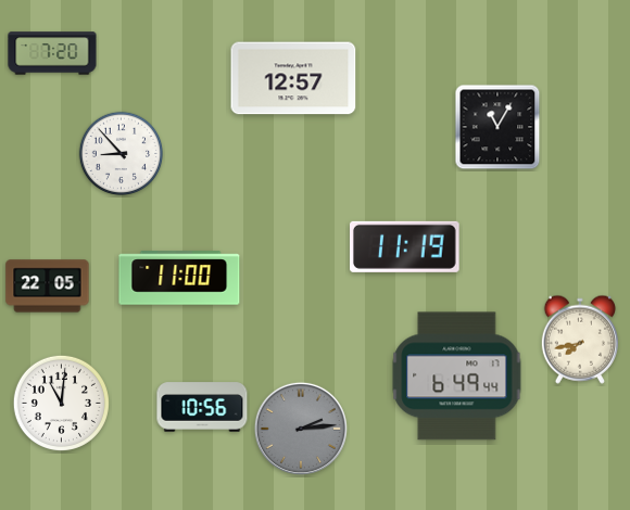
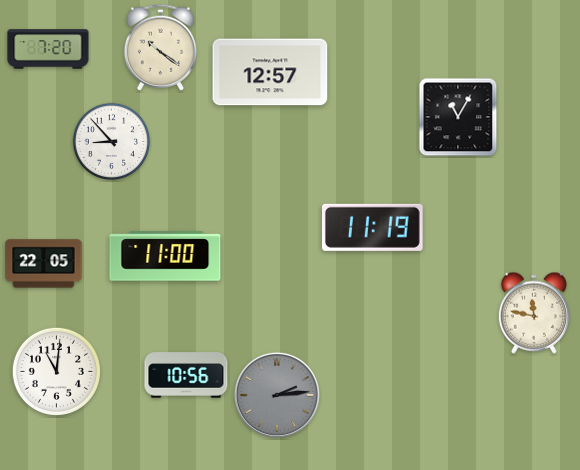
clock at (160, 47): none -> 10:21
clock at (580, 340): 7:43 -> 11:47
clock at (457, 377): 6:49 -> none
